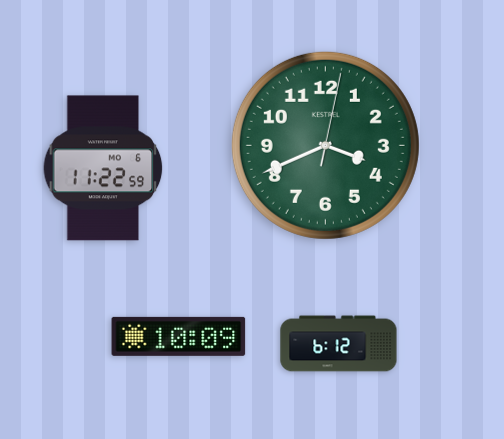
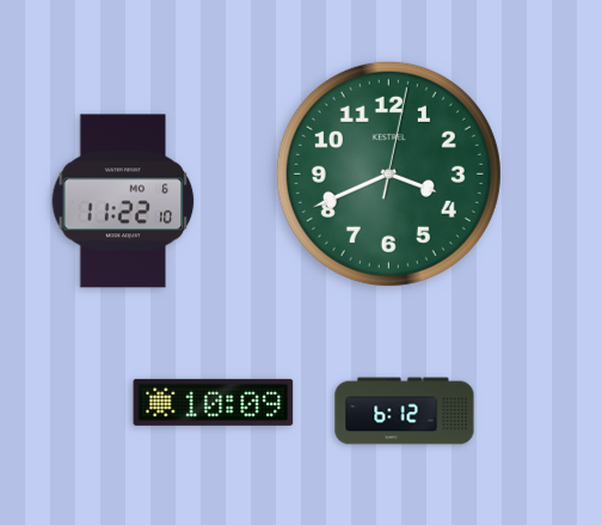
clock at (103, 168): 11:22:59 -> 11:22:10
